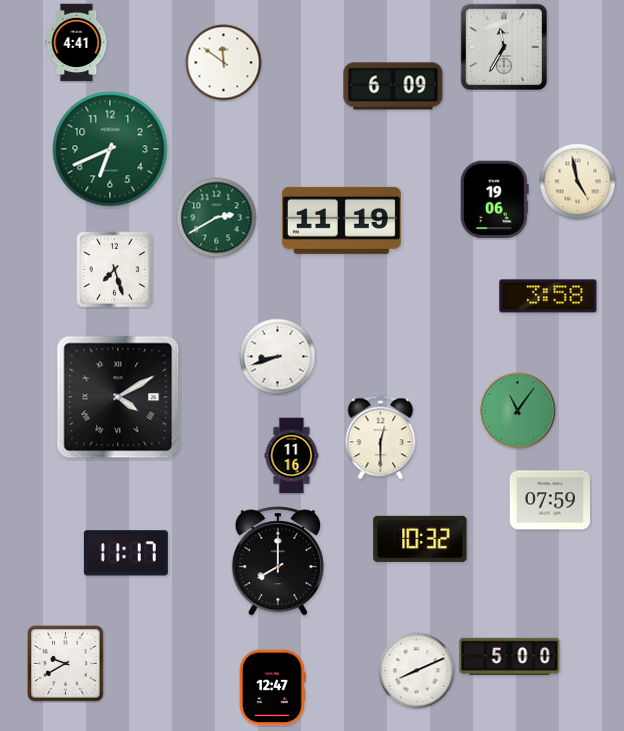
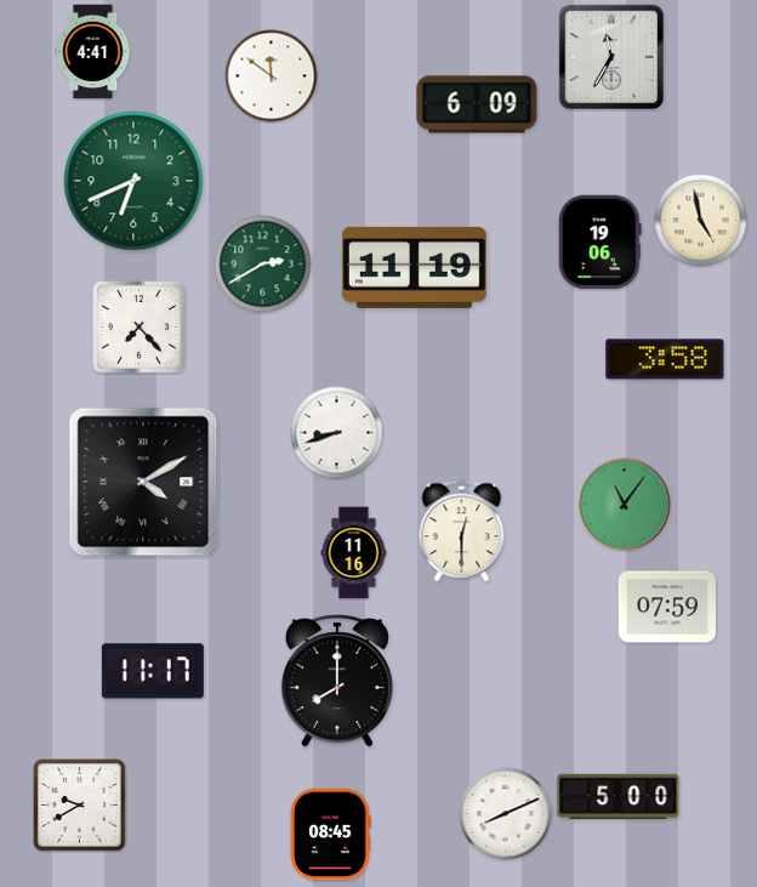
clock at (115, 270): 7:27 -> 7:23
clock at (518, 411) position: (518, 411) -> (625, 505)
clock at (420, 539): 10:32 -> none
clock at (273, 688): 12:47 -> 08:45
